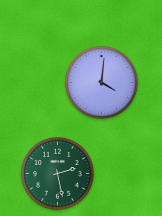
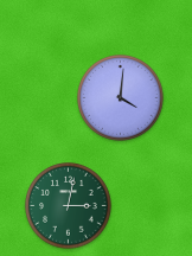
clock at (58, 174): 2:28 -> 3:02
